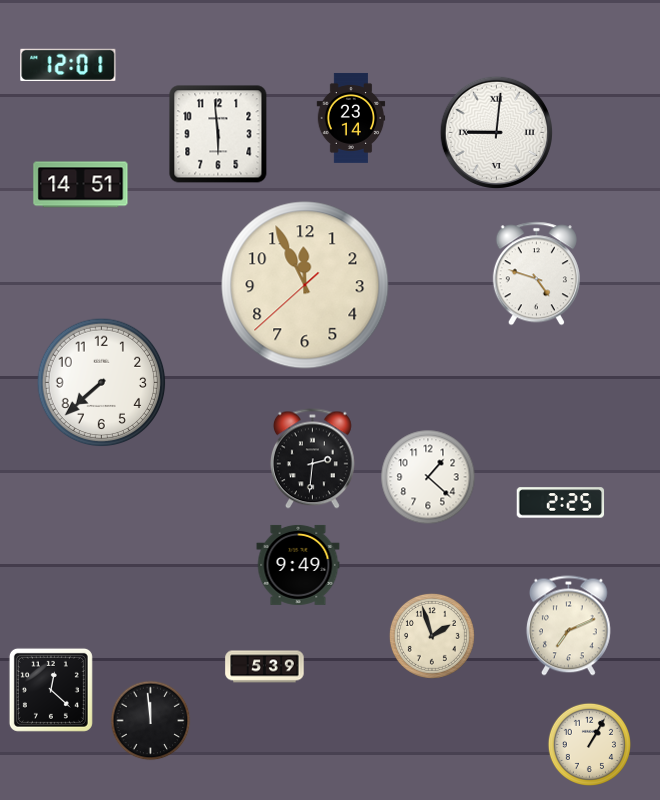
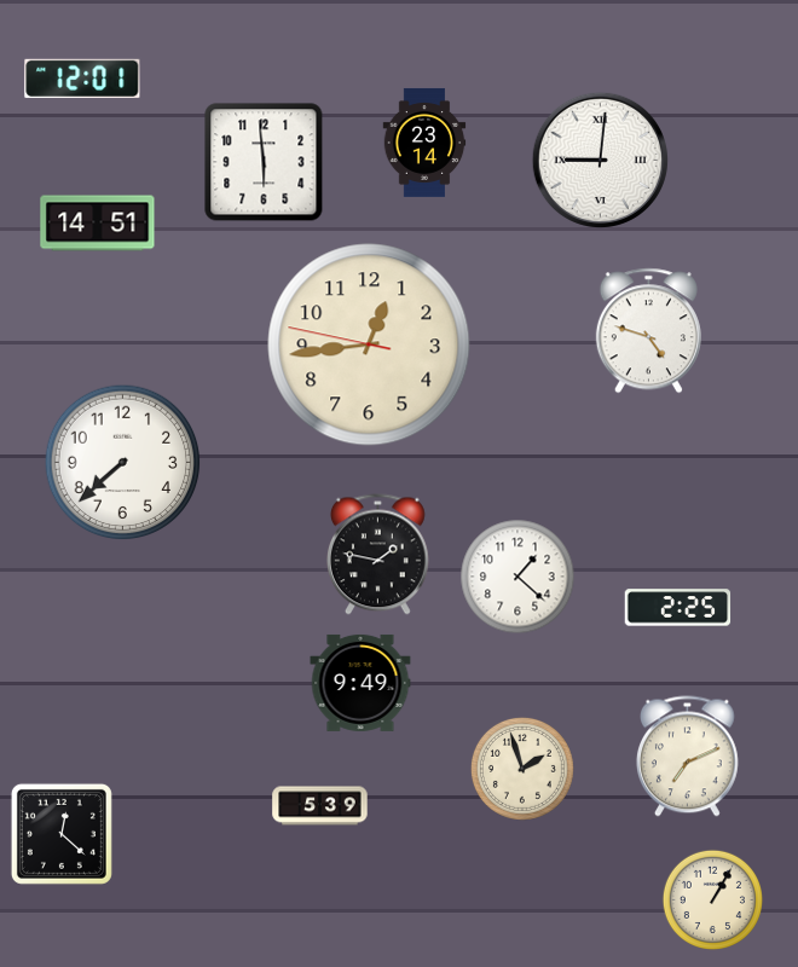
clock at (305, 285): 11:55 -> 12:43
clock at (312, 459): 2:31 -> 1:47
clock at (151, 721): 11:59 -> none
